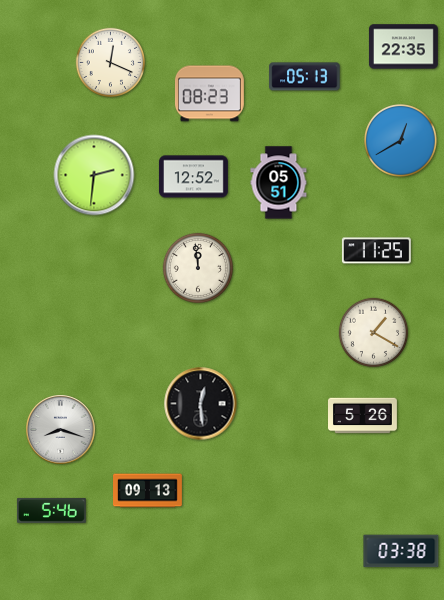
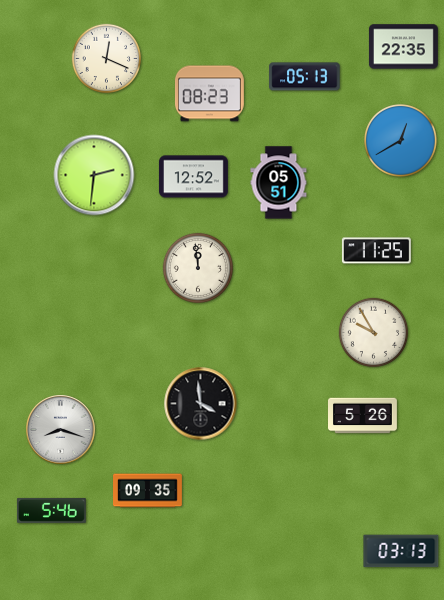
clock at (111, 63) position: (111, 63) -> (107, 59)
clock at (374, 333): 1:20 -> 9:55
clock at (201, 404): 12:29 -> 3:59
clock at (148, 491): 09:13 -> 09:35
clock at (401, 551): 03:38 -> 03:13
